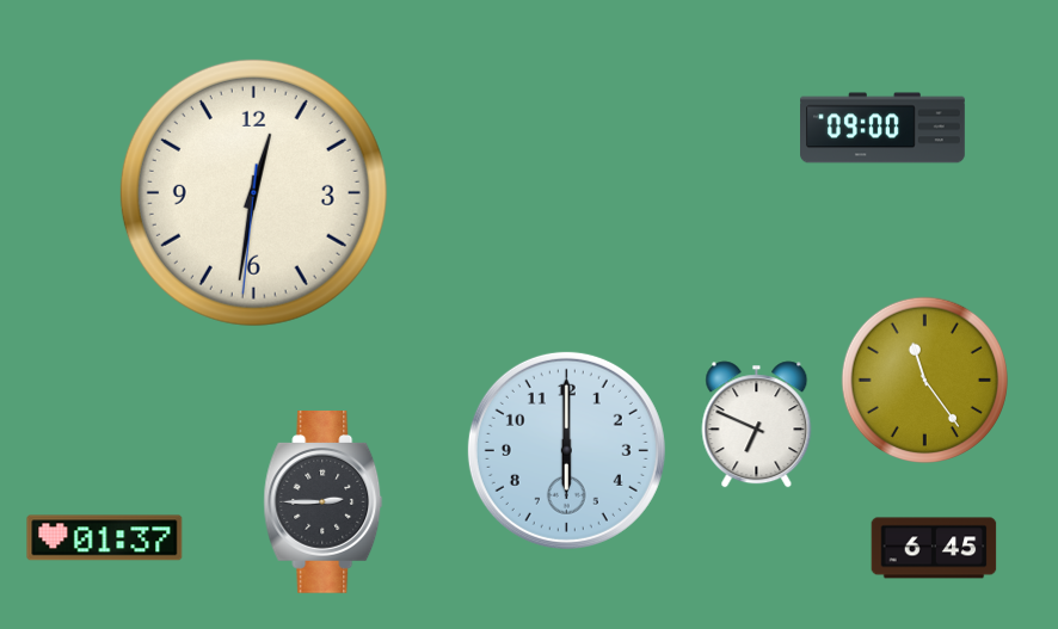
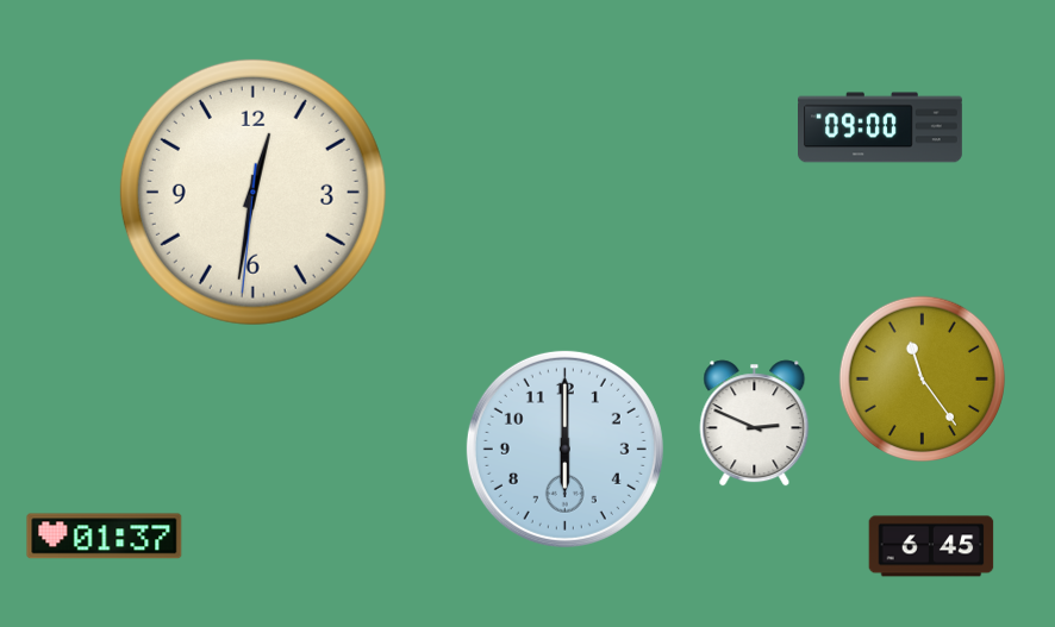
clock at (757, 425): 6:49 -> 2:49
clock at (324, 502): 2:45 -> none
